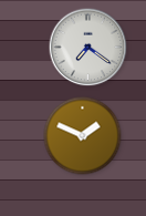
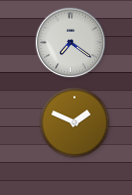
clock at (88, 48) position: (88, 48) -> (71, 43)
